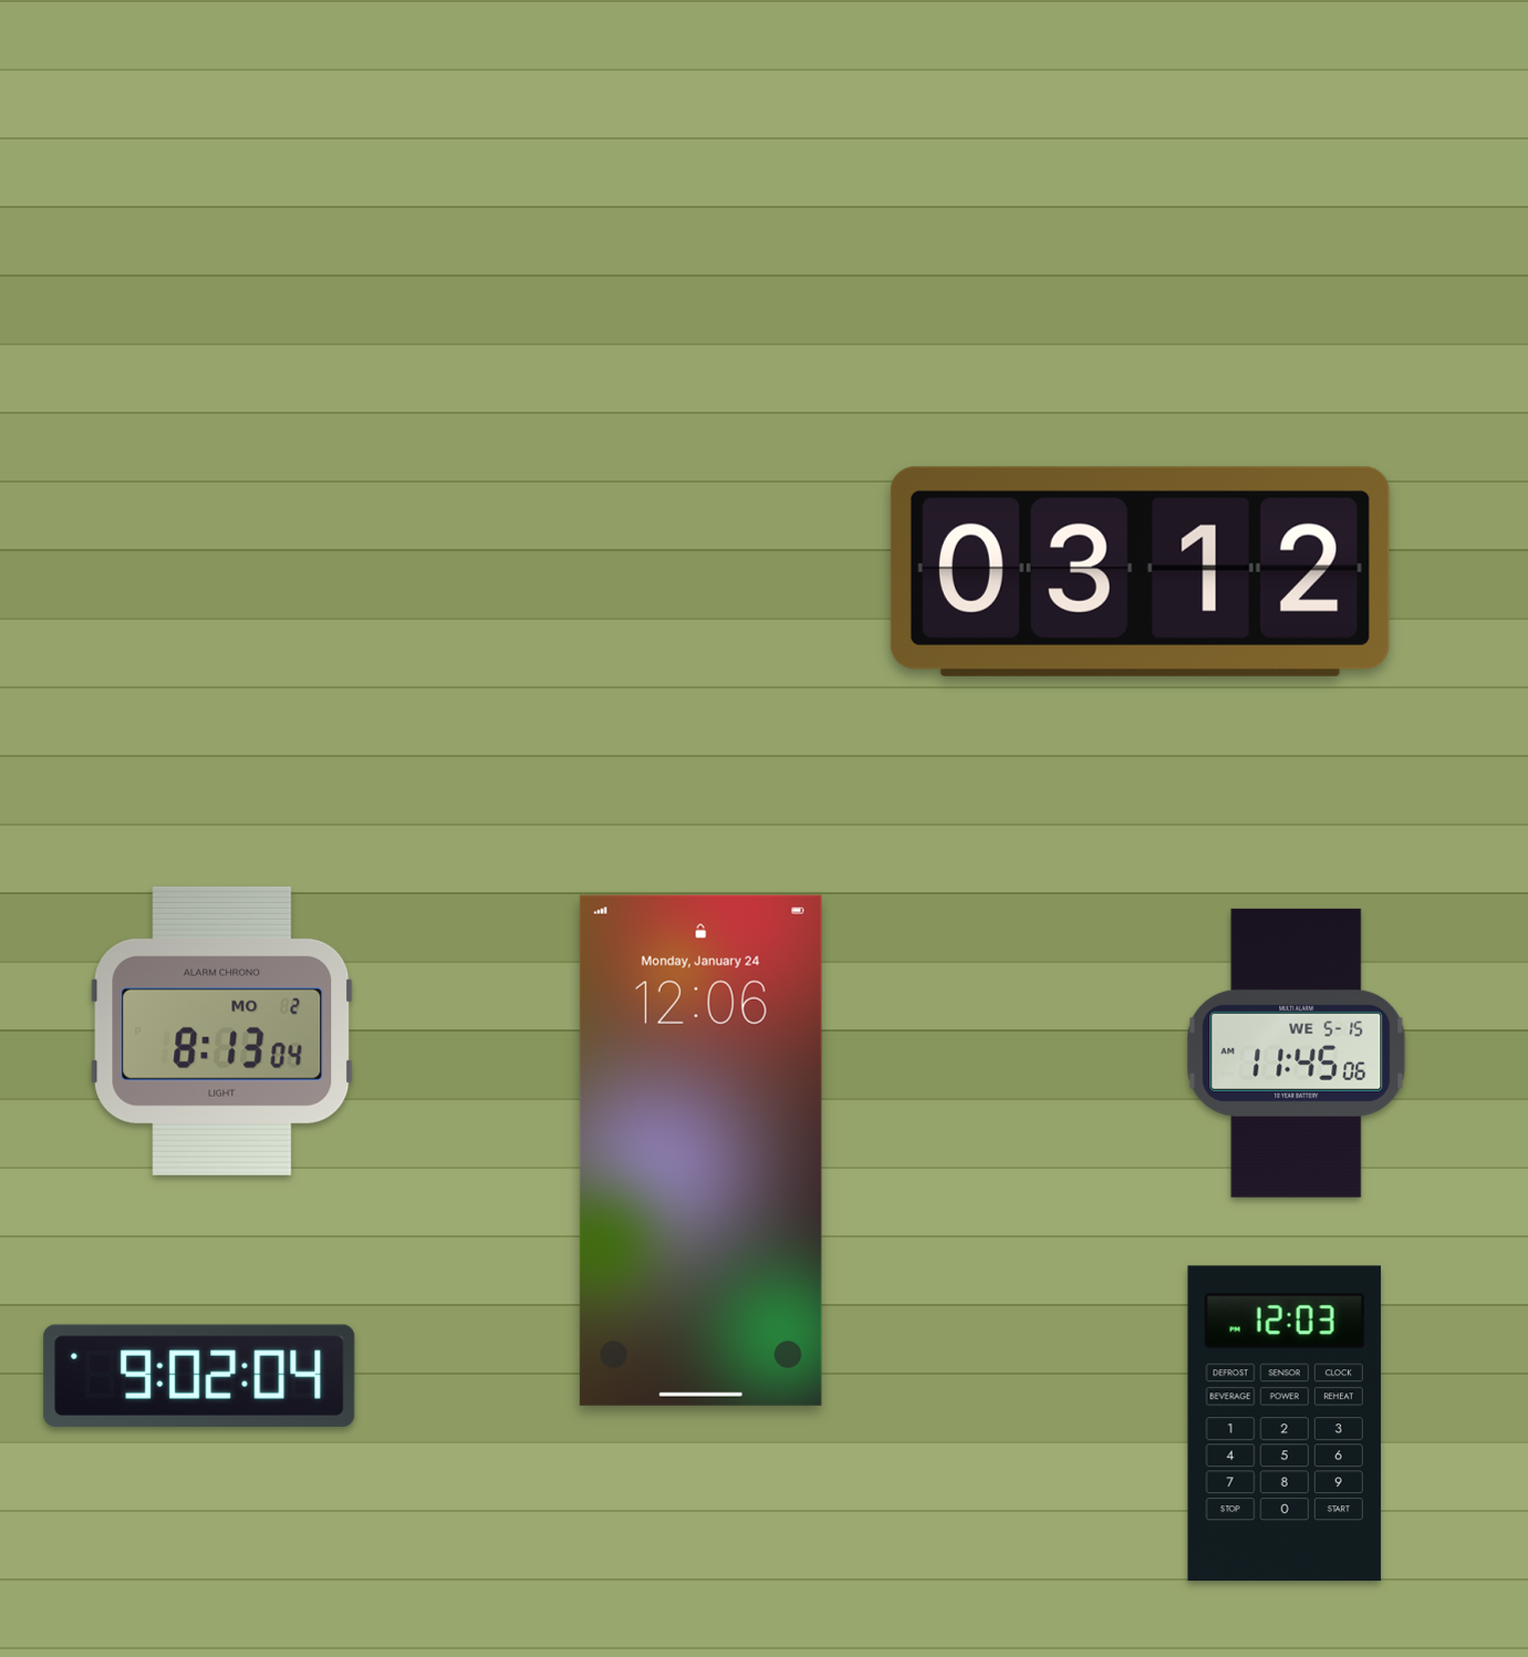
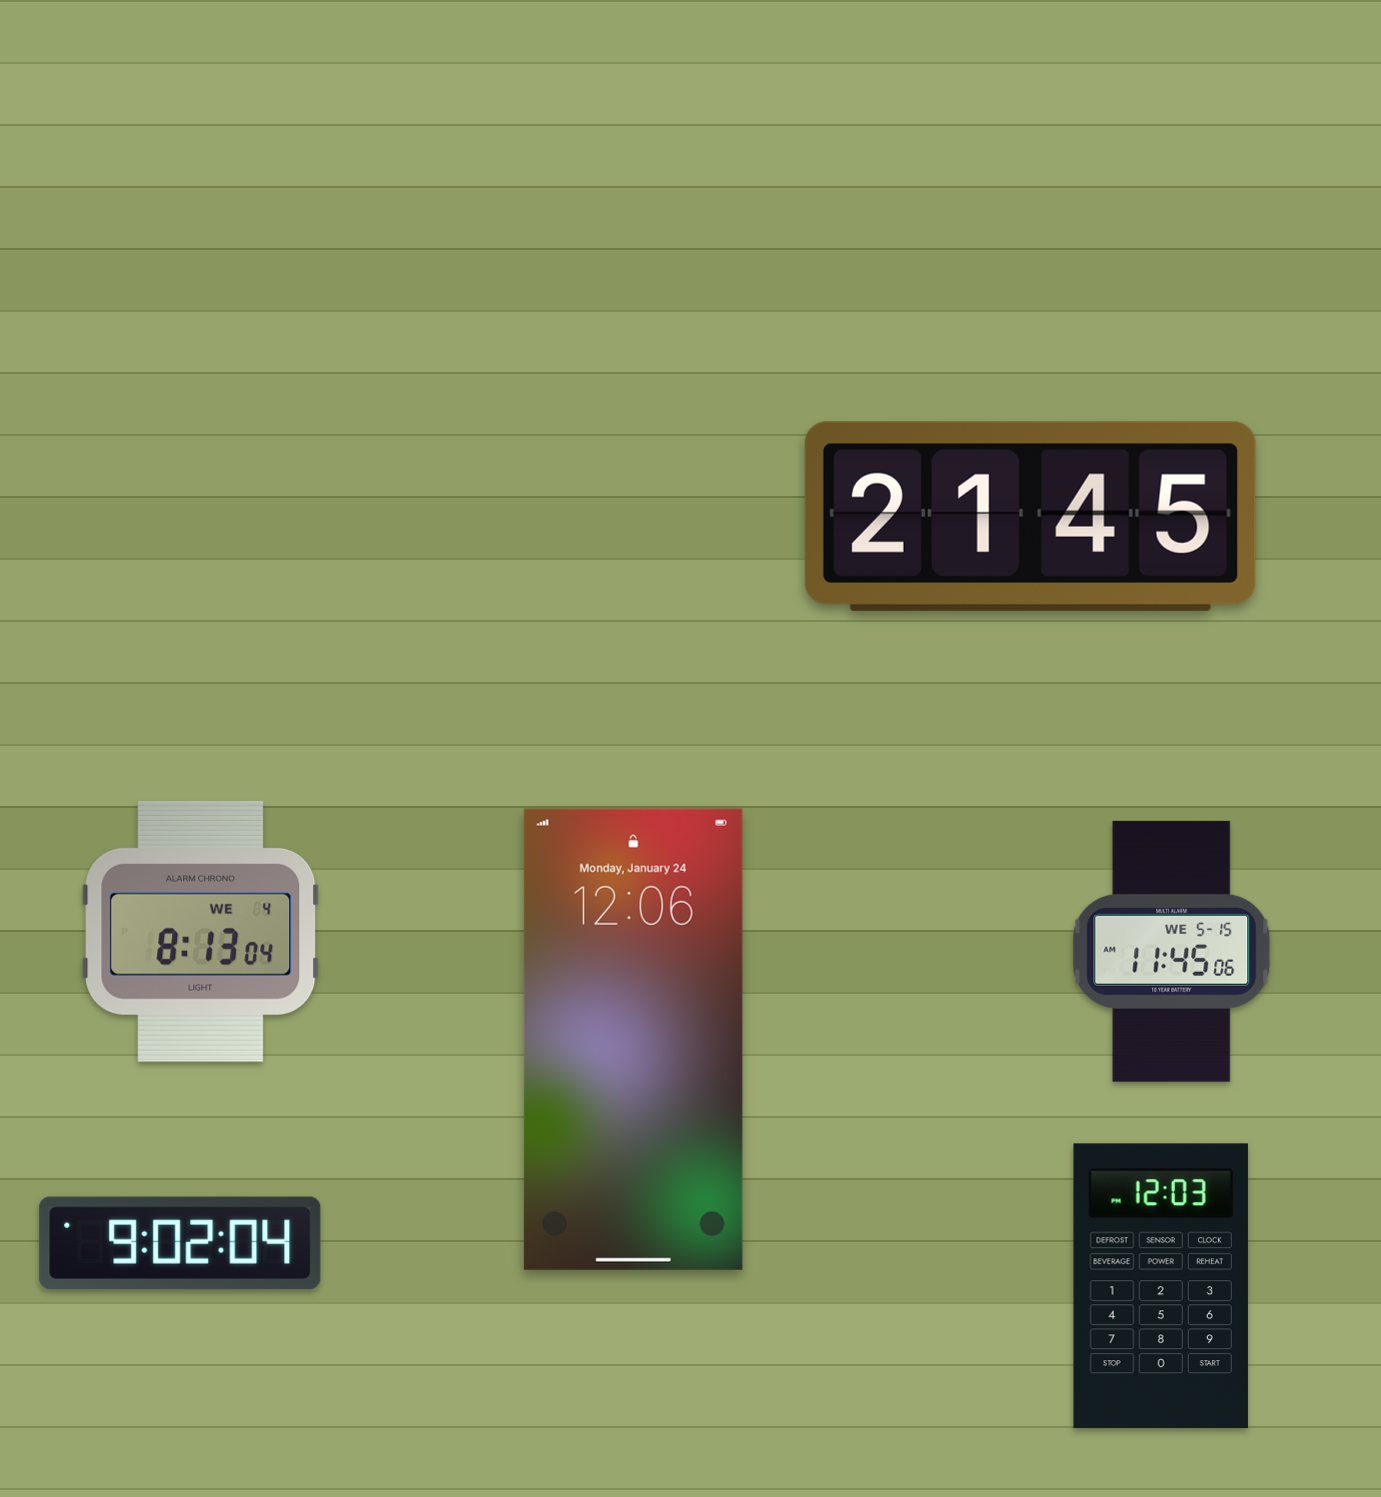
clock at (1140, 571): 03:12 -> 21:45
clock at (222, 1031) date: MO 2 -> WE 4
